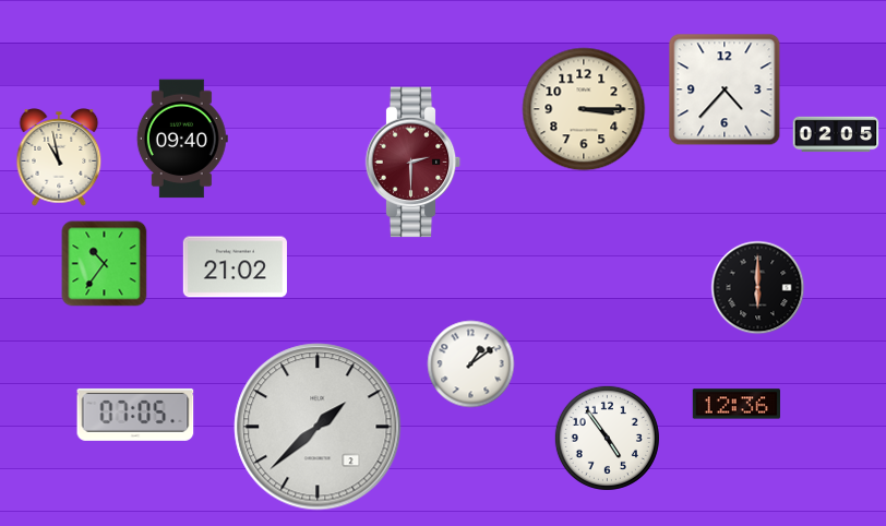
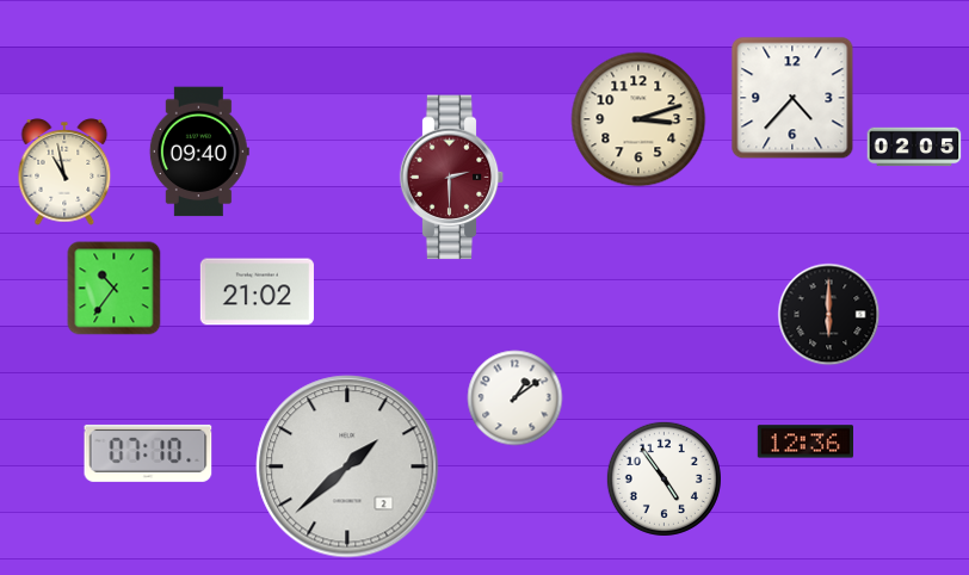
clock at (584, 109): 3:15 -> 3:12
clock at (135, 415): 07:05 -> 07:10
